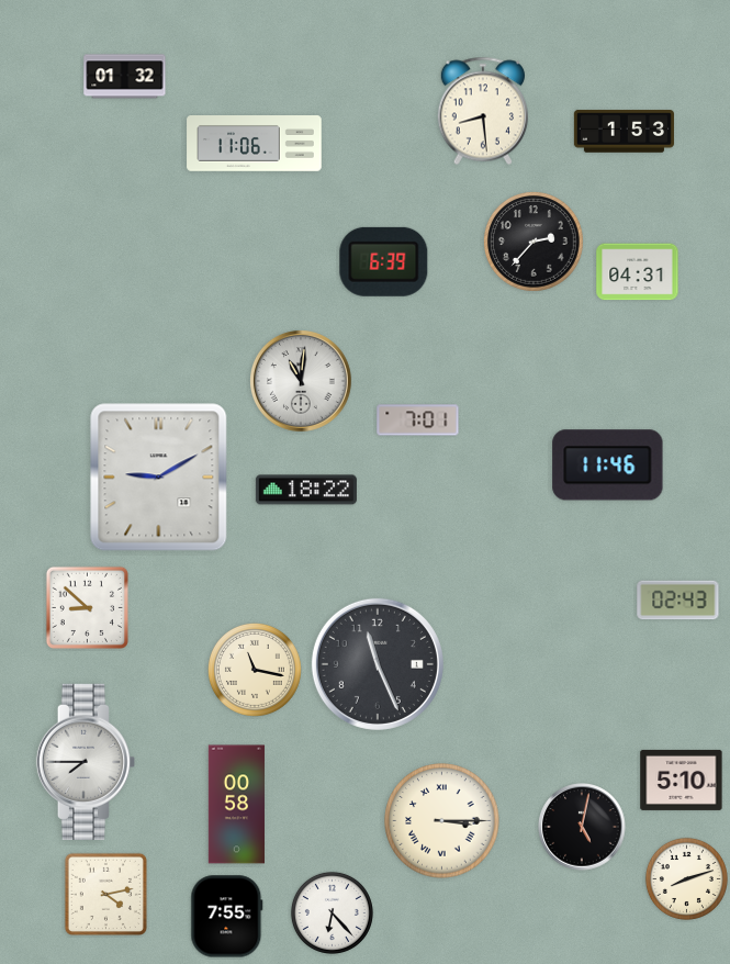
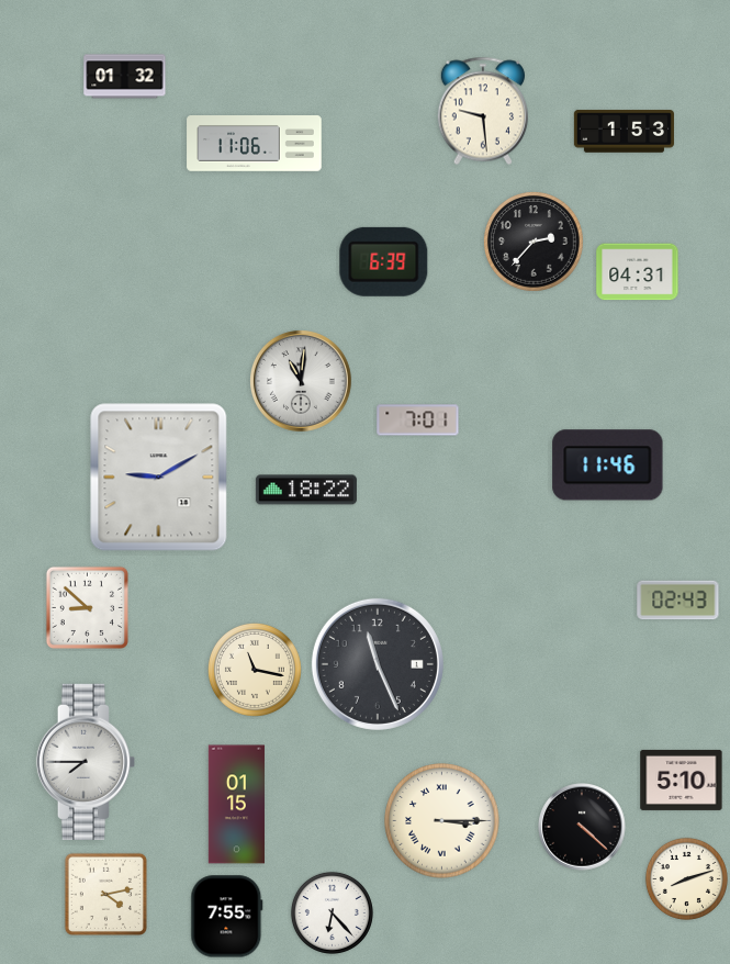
clock at (482, 111): 8:29 -> 9:29
clock at (236, 805): 00:58 -> 01:15
clock at (582, 827): 5:02 -> 4:22
